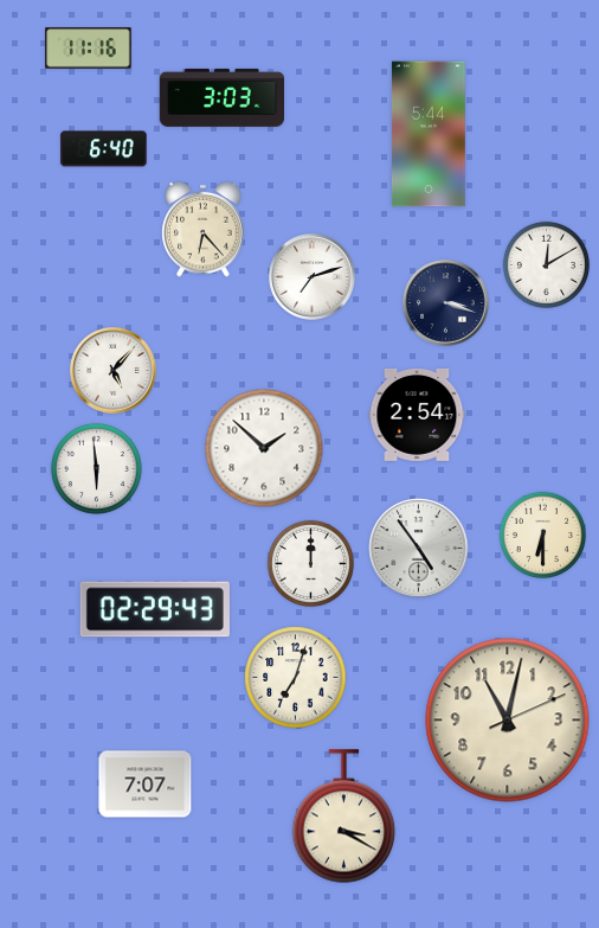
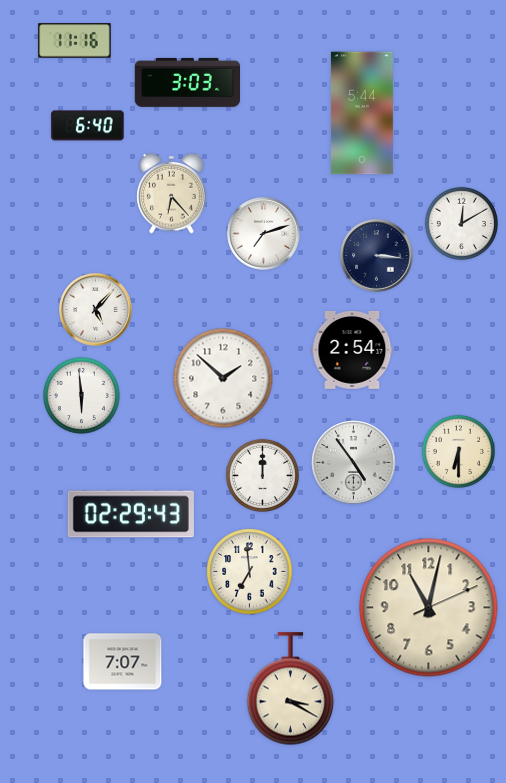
clock at (446, 303): 3:18 -> 3:16
clock at (114, 371) position: (114, 371) -> (96, 310)
clock at (296, 678): 7:03 -> 6:59
